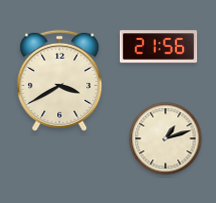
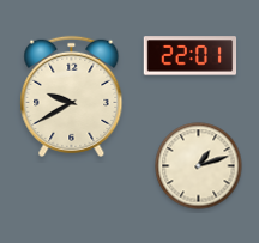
clock at (159, 47): 21:56 -> 22:01
clock at (60, 80): 3:40 -> 9:40
